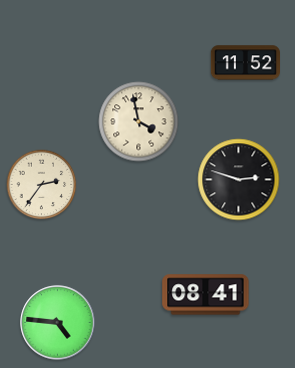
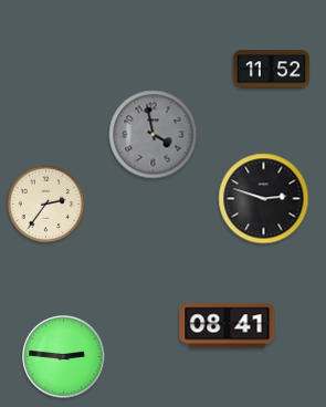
clock at (139, 122) dial: cream -> grey
clock at (58, 323): 4:46 -> 2:46
